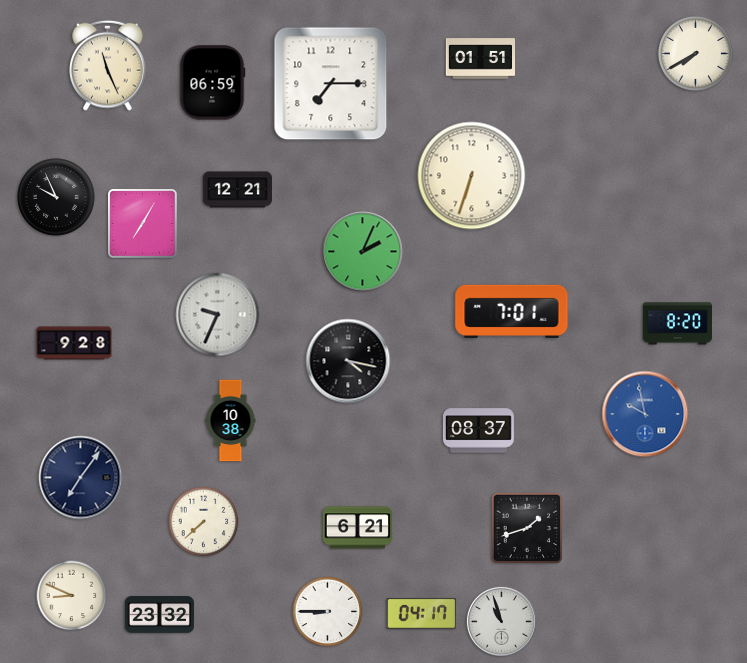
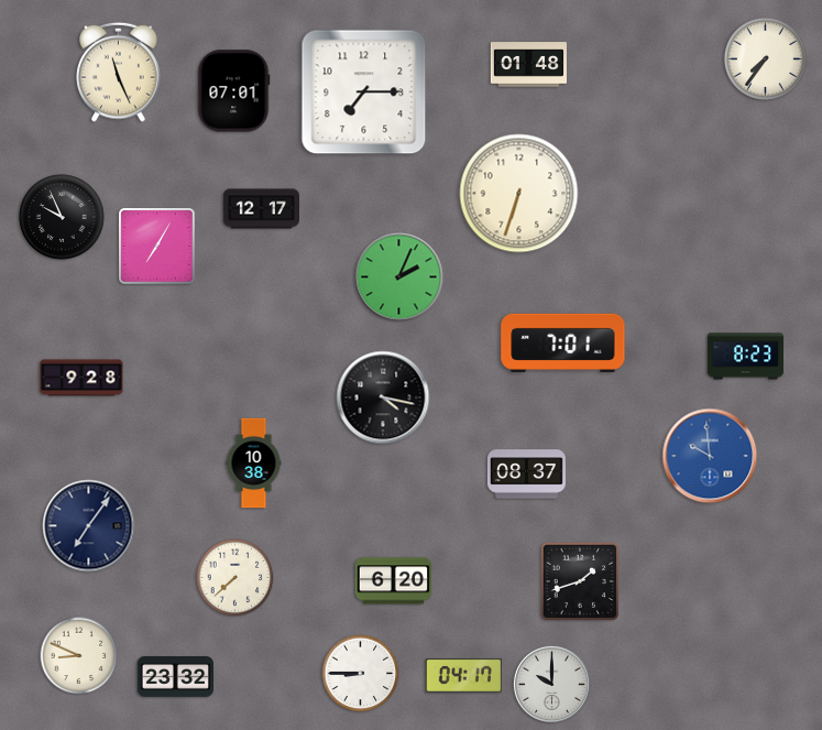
clock at (695, 53): 7:40 -> 7:36
clock at (480, 59): 01:51 -> 01:48
clock at (212, 83): 06:59 -> 07:01
clock at (238, 190): 12:21 -> 12:17
clock at (218, 315): 9:34 -> none
clock at (677, 324): 8:20 -> 8:23
clock at (645, 414): 9:58 -> 9:59
clock at (204, 522) position: (204, 522) -> (235, 578)
clock at (358, 528): 6:21 -> 6:20
clock at (501, 621): 10:57 -> 10:00
